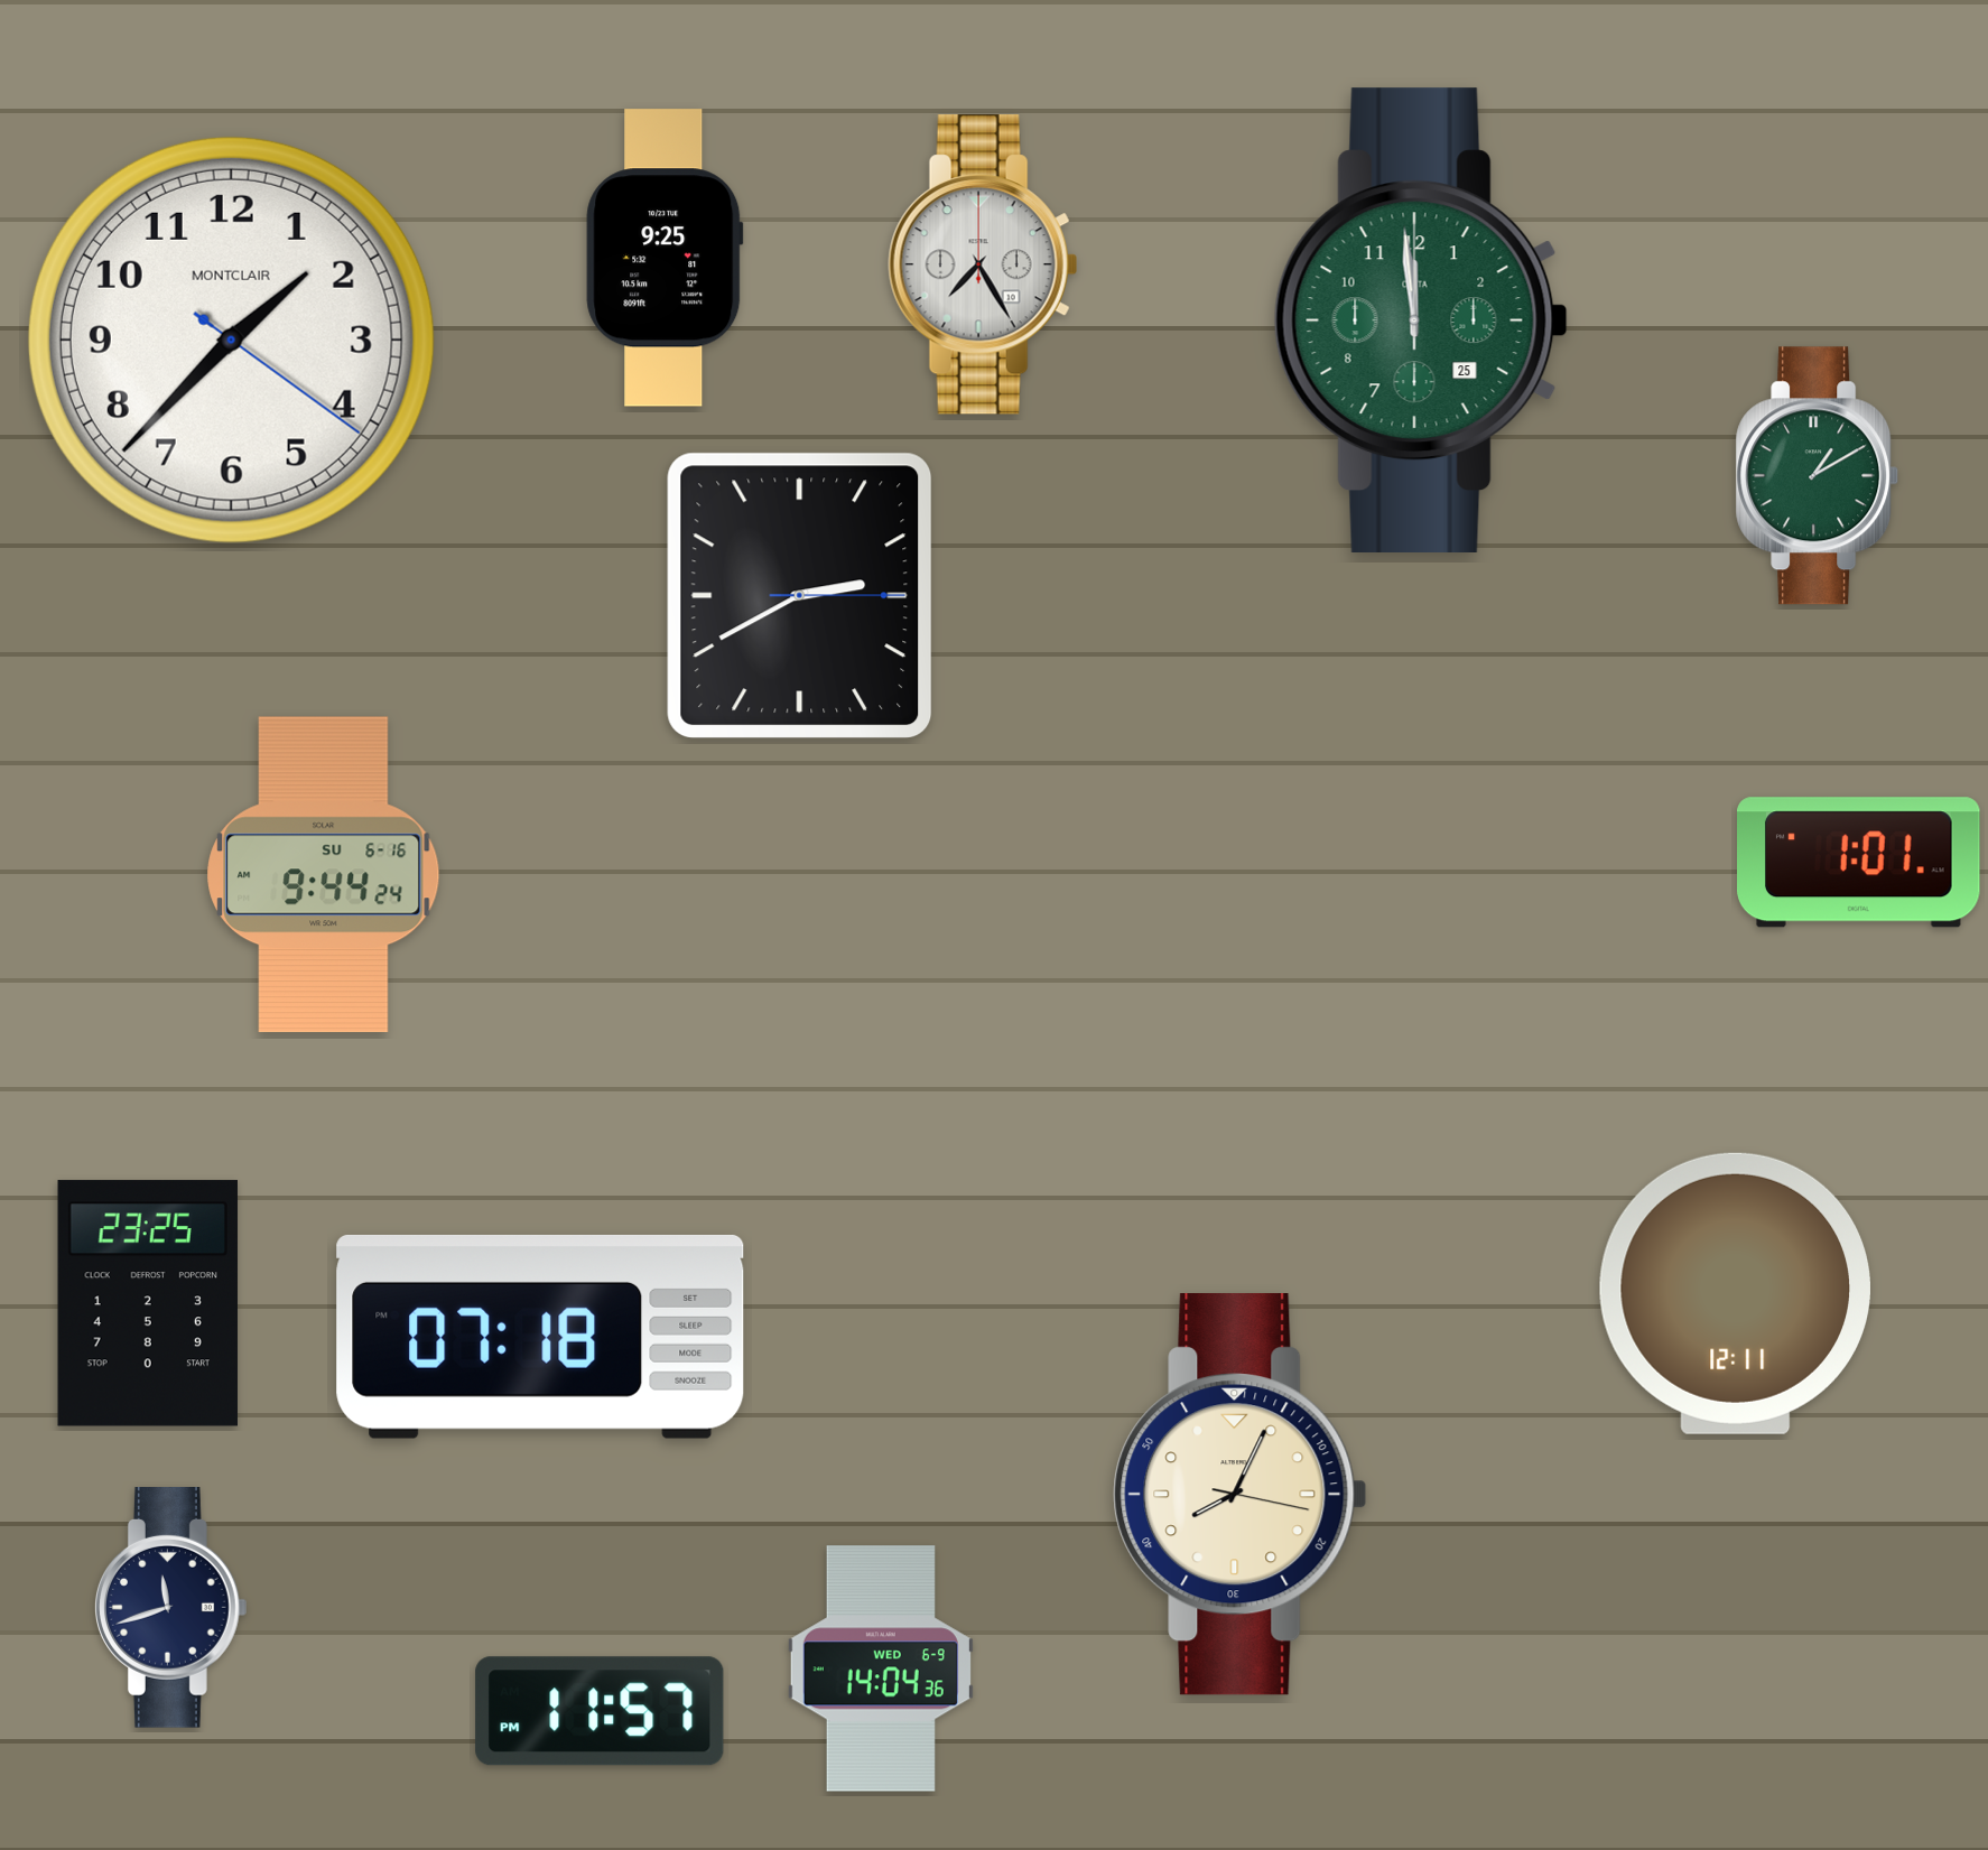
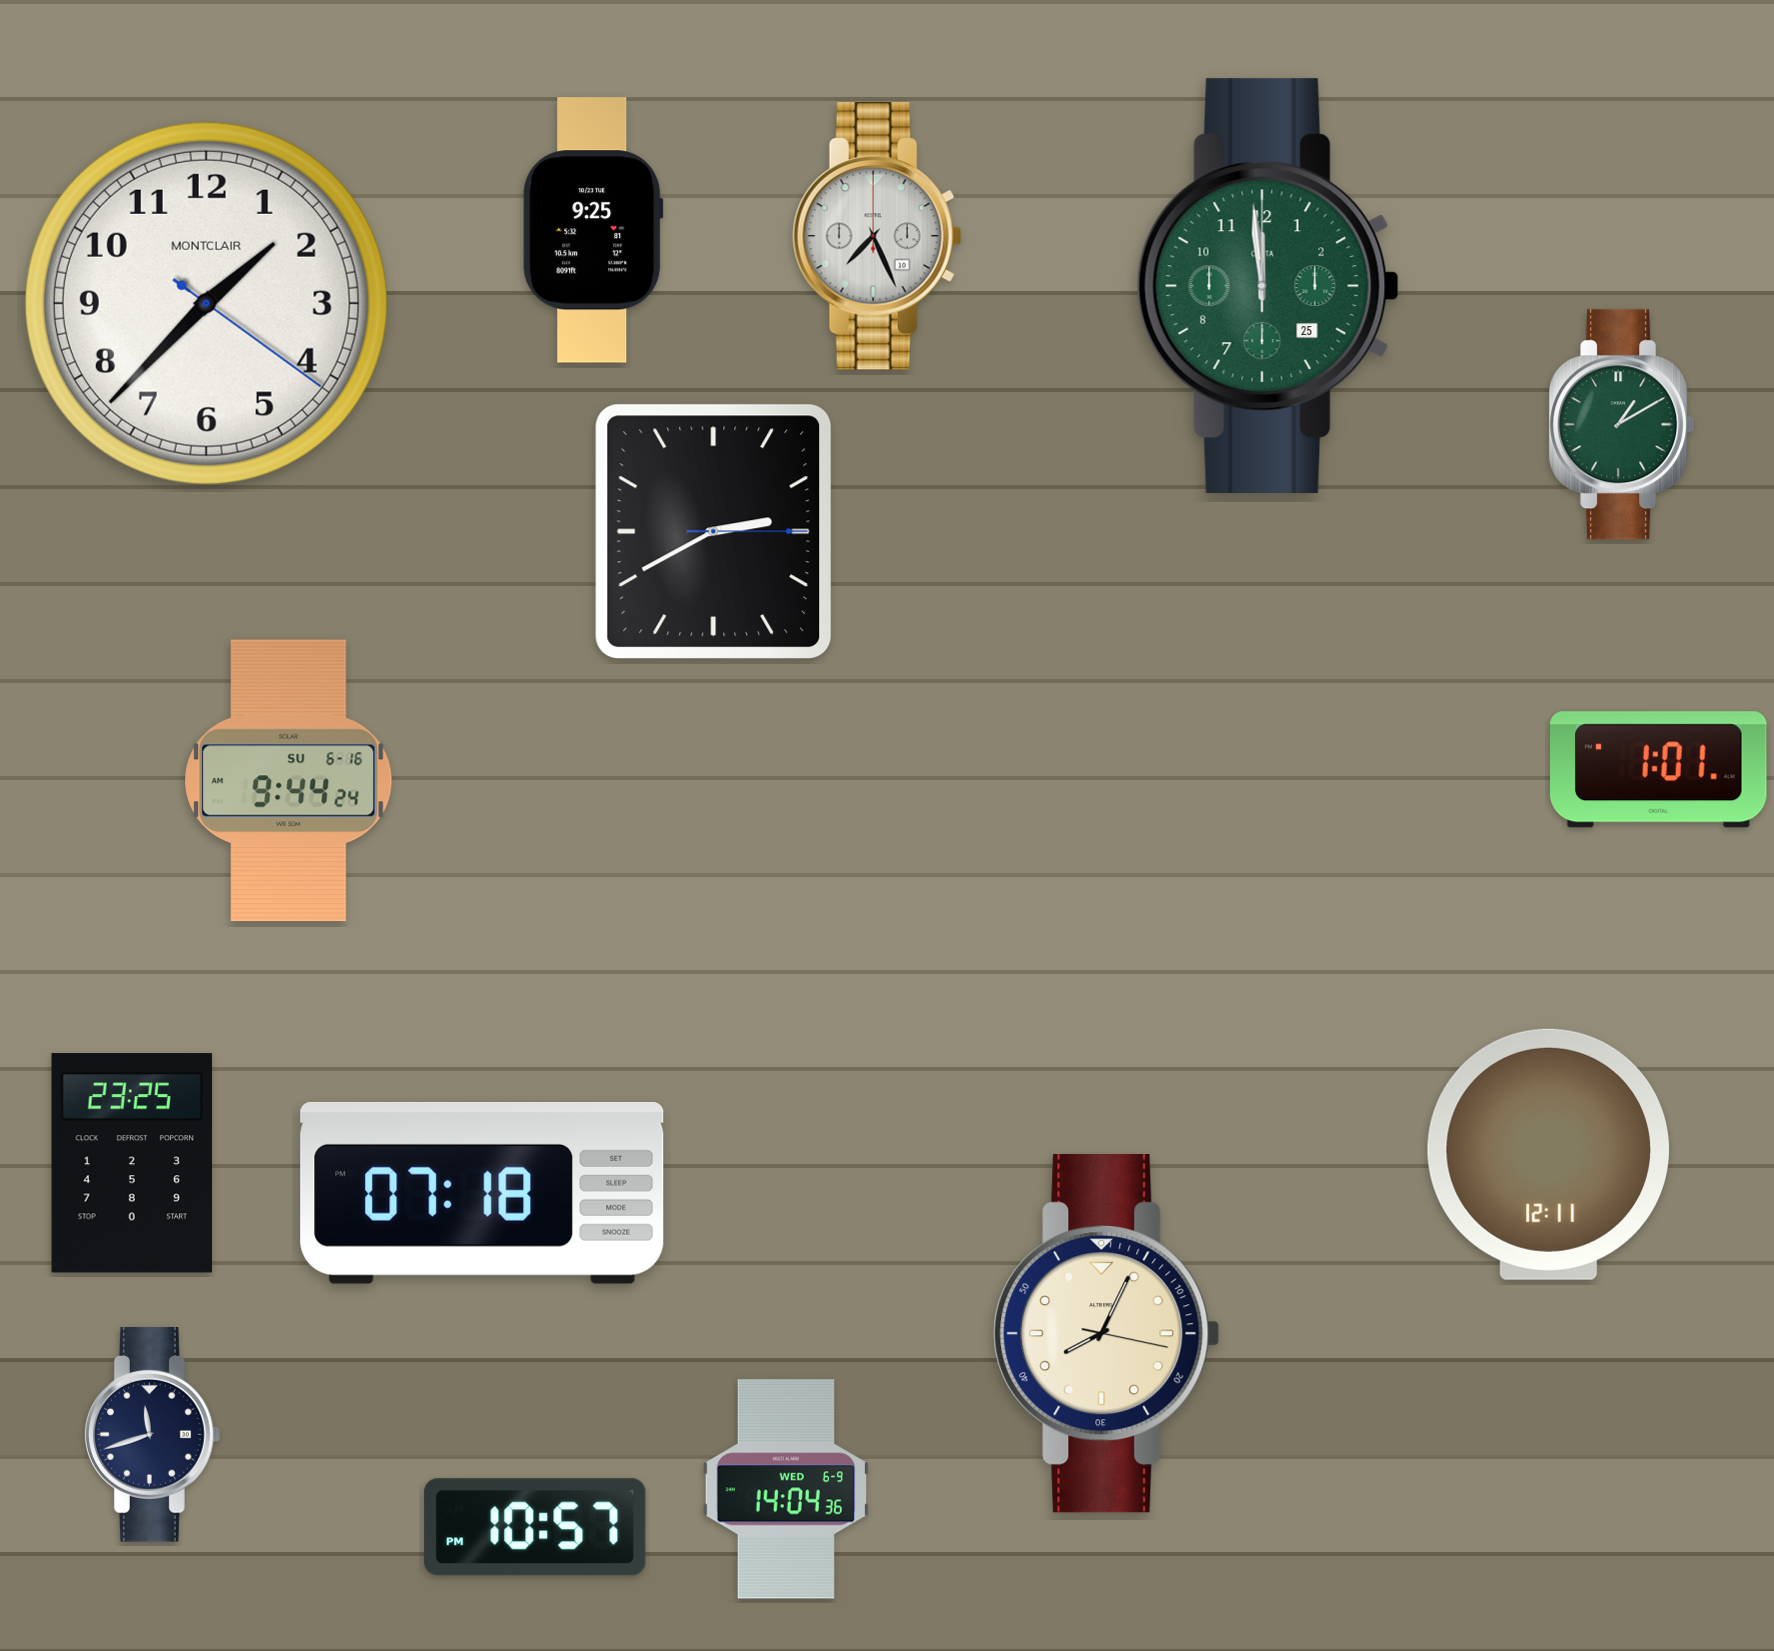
clock at (983, 264): 7:25 -> 7:26
clock at (600, 1711): 11:57 -> 10:57
